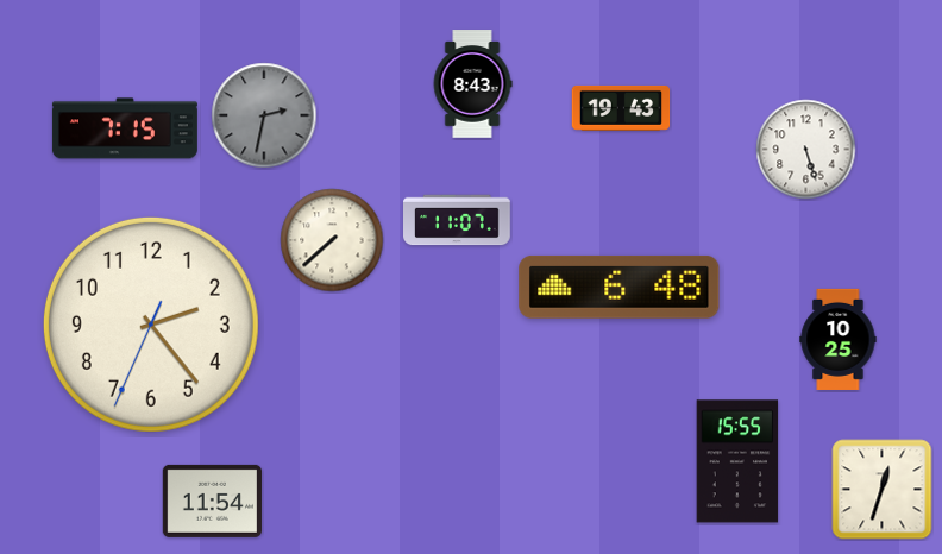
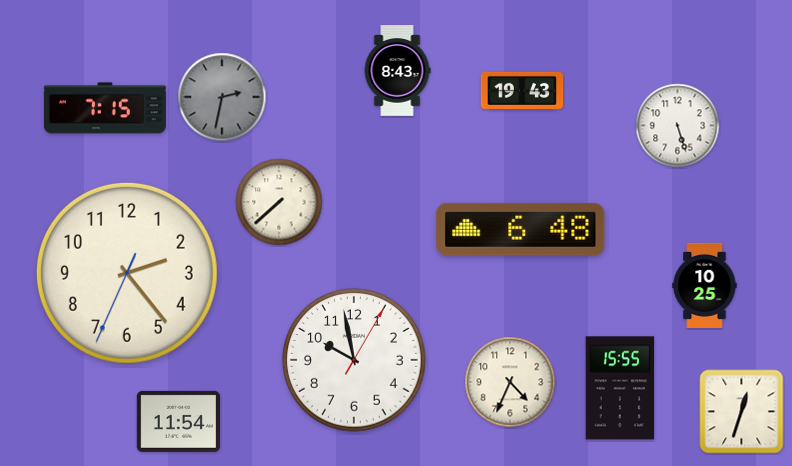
clock at (458, 220): 11:07 -> none
clock at (620, 287) position: (620, 287) -> (521, 229)
clock at (354, 360): none -> 9:58
clock at (510, 382): none -> 4:34
